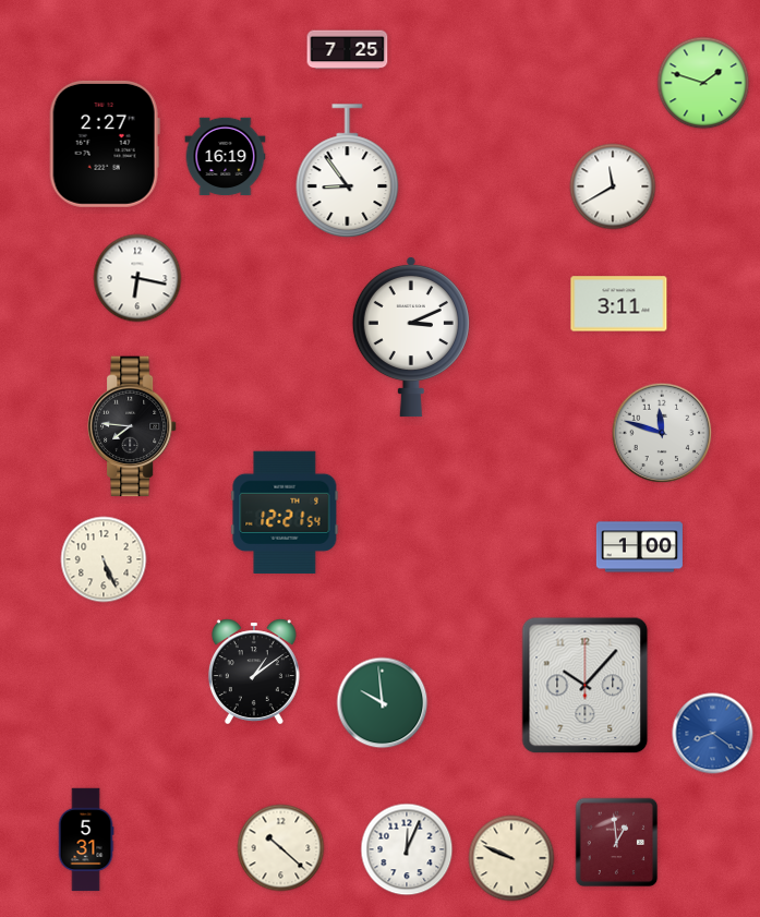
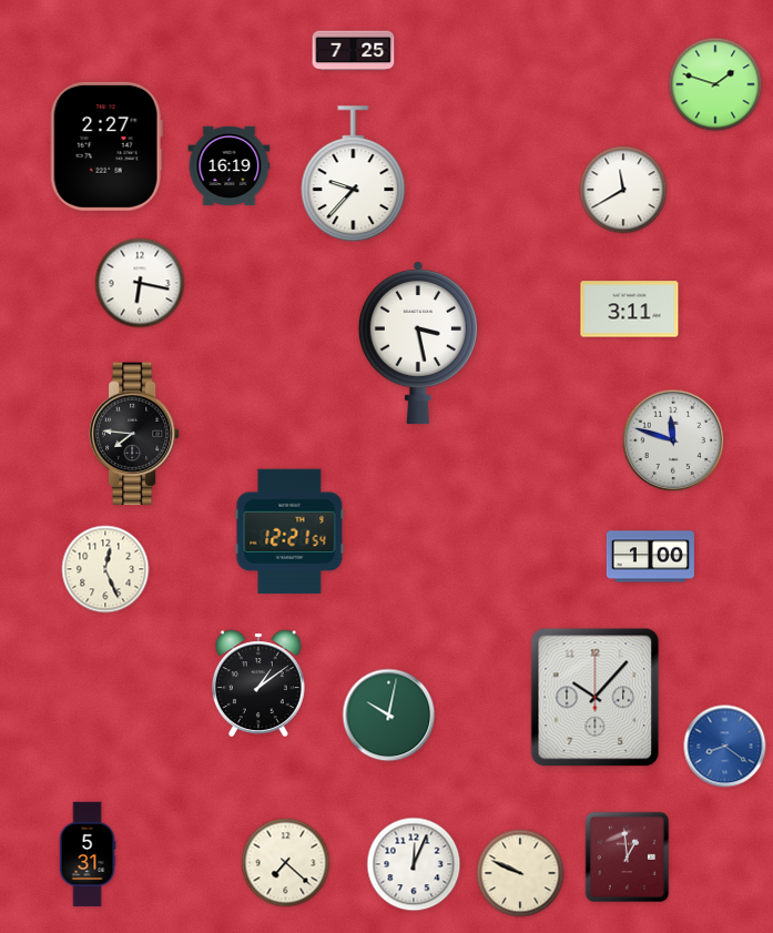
clock at (226, 157) position: (226, 157) -> (230, 166)
clock at (348, 171): 8:54 -> 9:37
clock at (411, 337): 3:11 -> 3:28
clock at (285, 511) position: (285, 511) -> (289, 530)
clock at (104, 559): 5:26 -> 12:26
clock at (383, 703): 9:59 -> 10:02
clock at (281, 848): 10:22 -> 7:22
